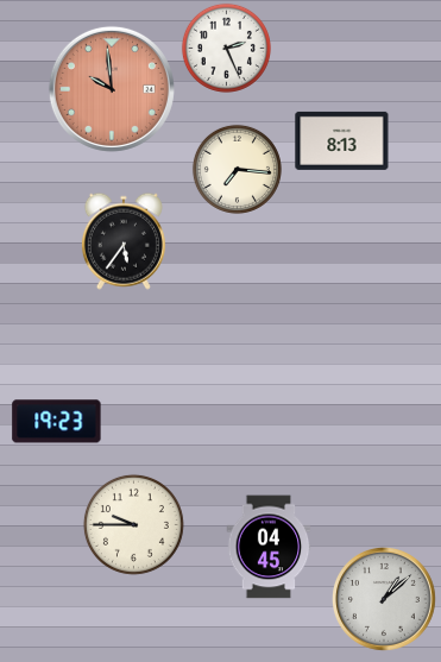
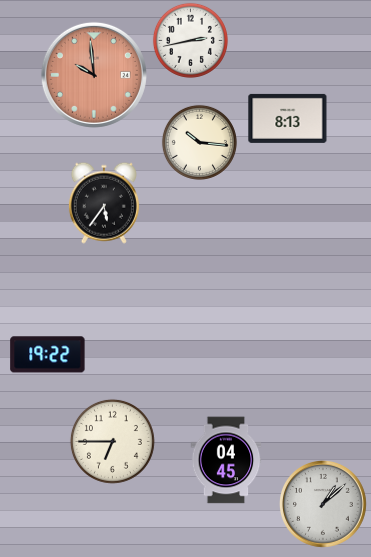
clock at (226, 48): 2:26 -> 2:43
clock at (237, 169): 7:16 -> 10:16
clock at (57, 422): 19:23 -> 19:22
clock at (133, 524): 9:45 -> 6:45
